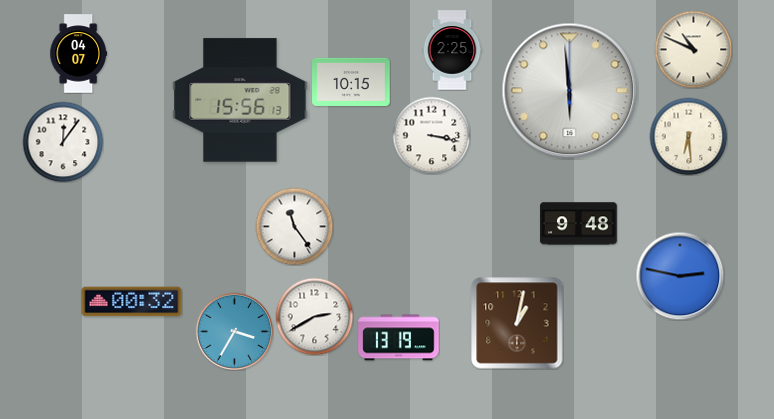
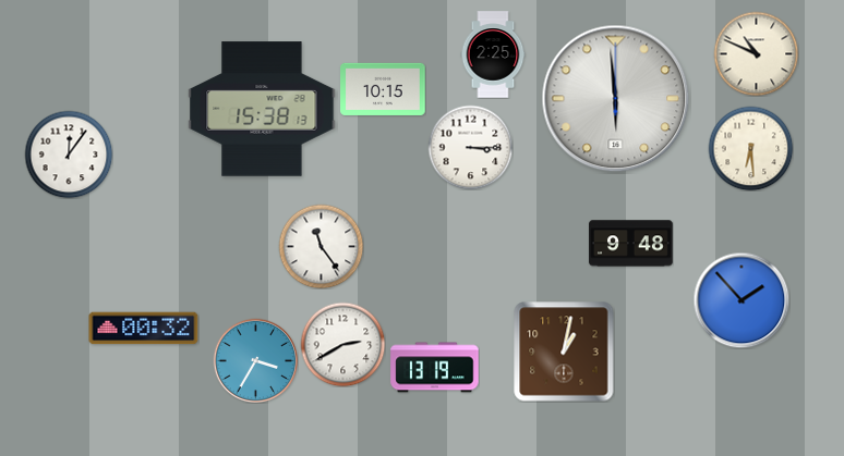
clock at (79, 54): 04:07 -> none
clock at (570, 91) position: (570, 91) -> (616, 99)
clock at (240, 100): 15:56 -> 15:38
clock at (431, 135): 3:17 -> 3:15
clock at (680, 276): 2:47 -> 1:53
